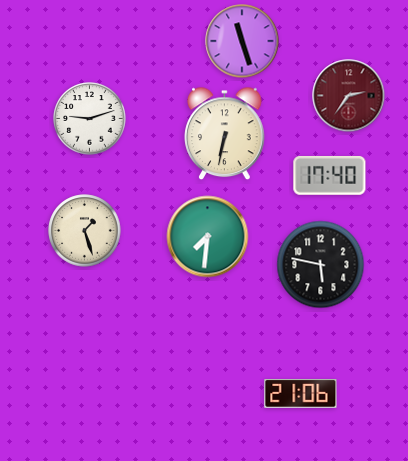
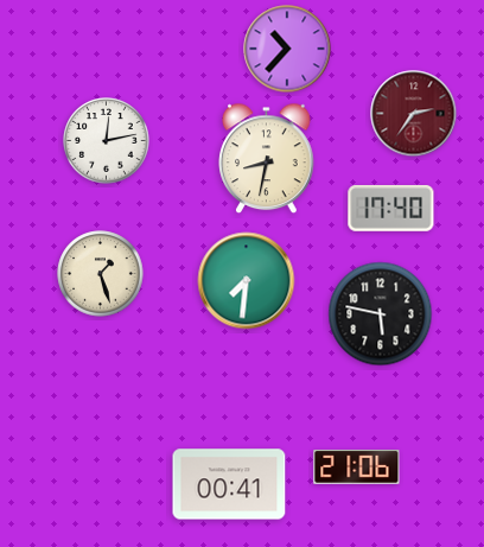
clock at (242, 41): 11:27 -> 10:37
clock at (90, 119): 9:12 -> 12:13
clock at (225, 134): 6:32 -> 8:32
clock at (229, 484): none -> 00:41
